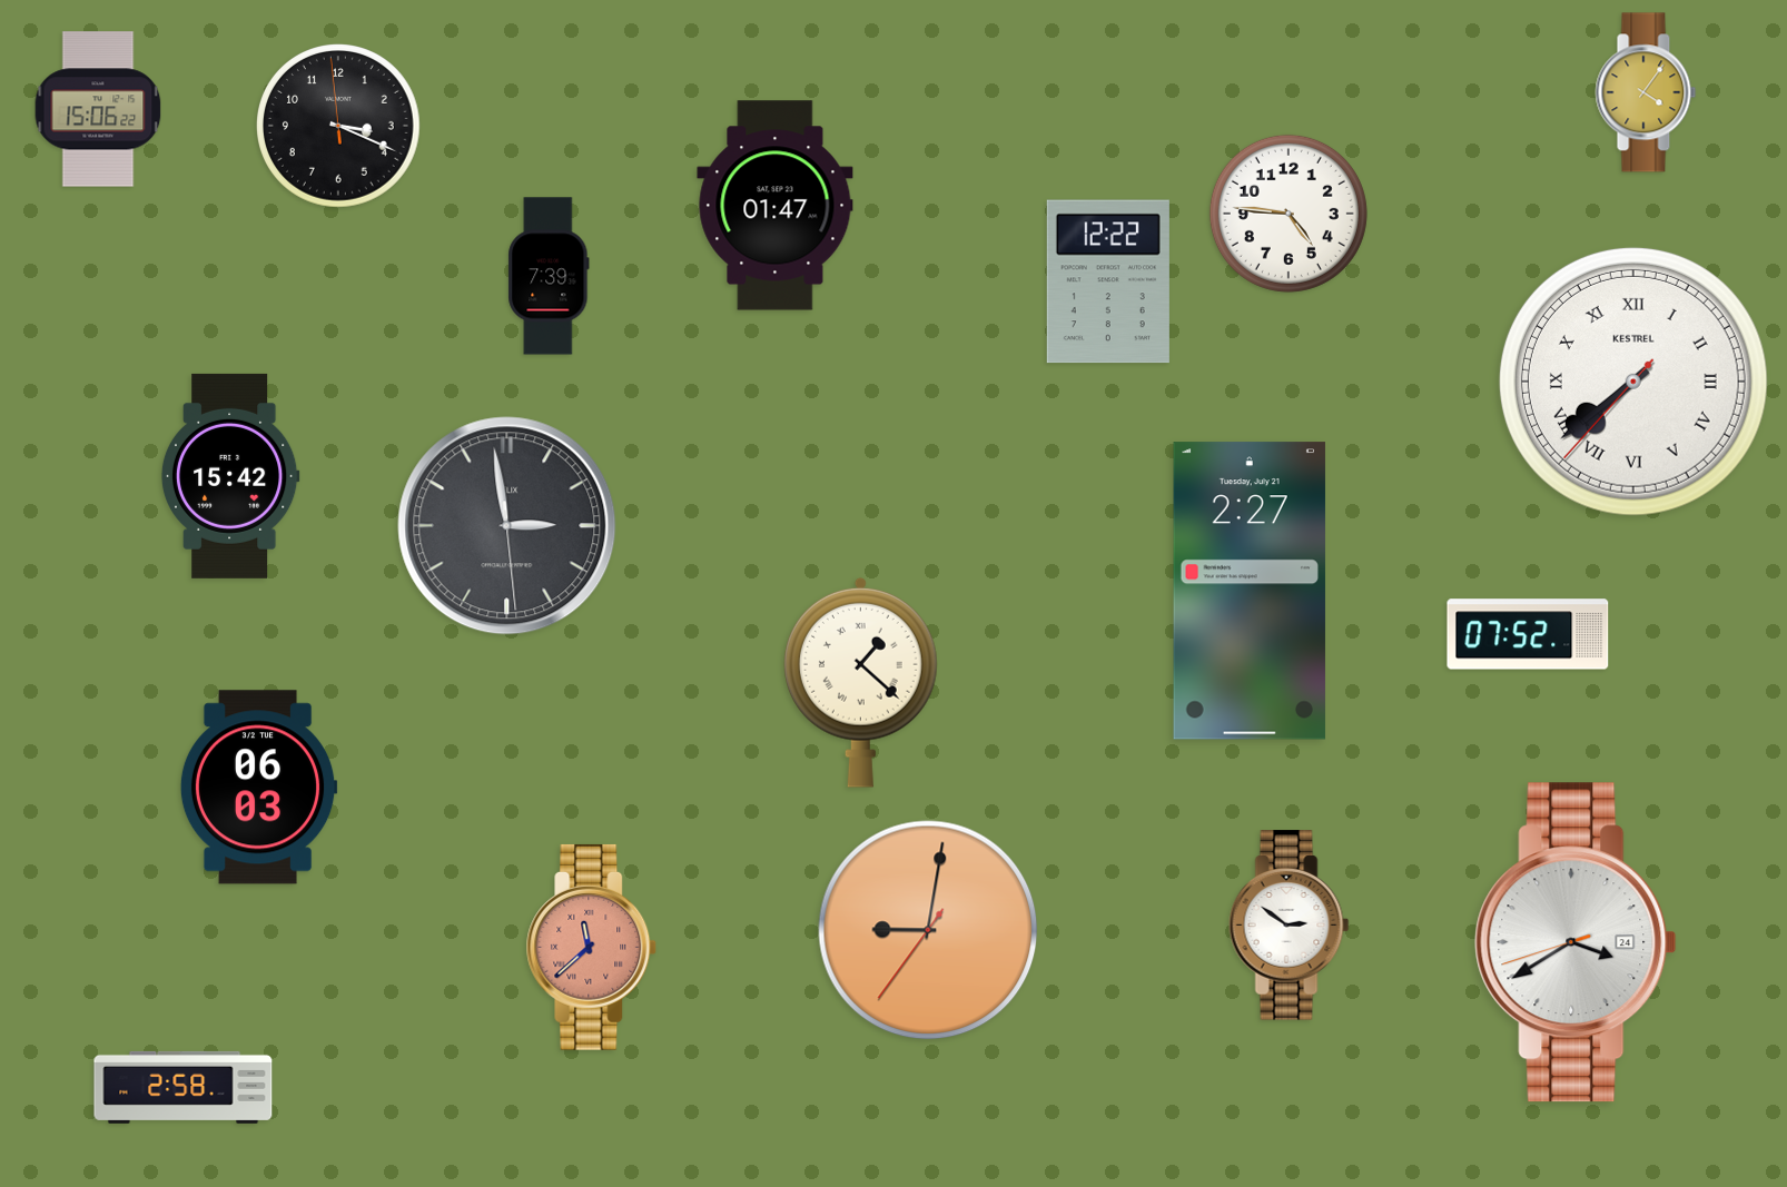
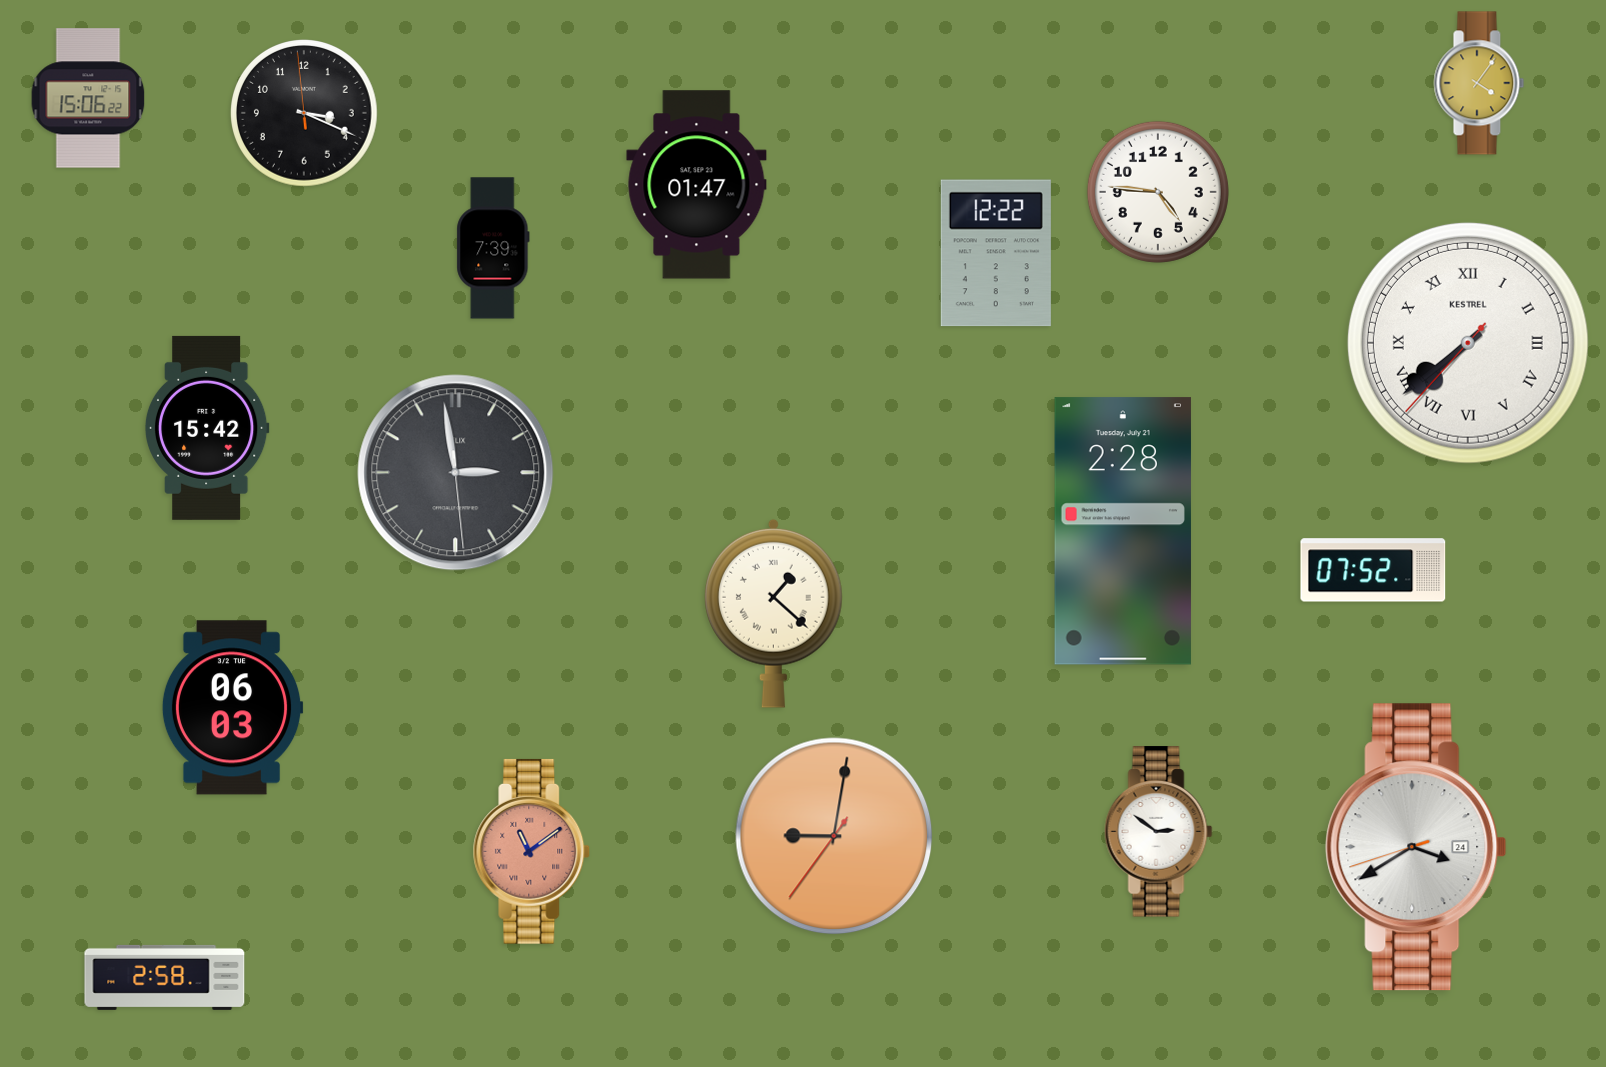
clock at (1250, 591): 2:27 -> 2:28
clock at (592, 947): 11:38 -> 11:09
